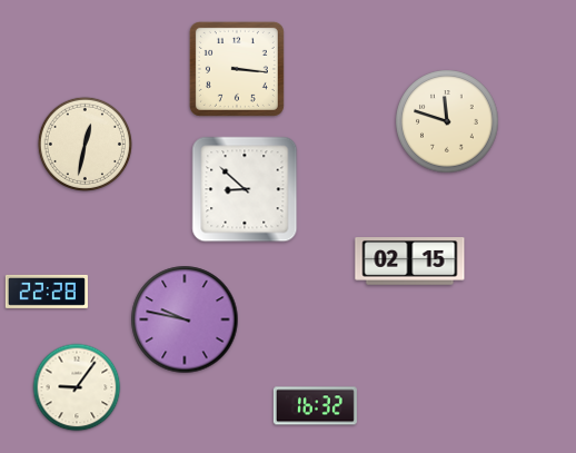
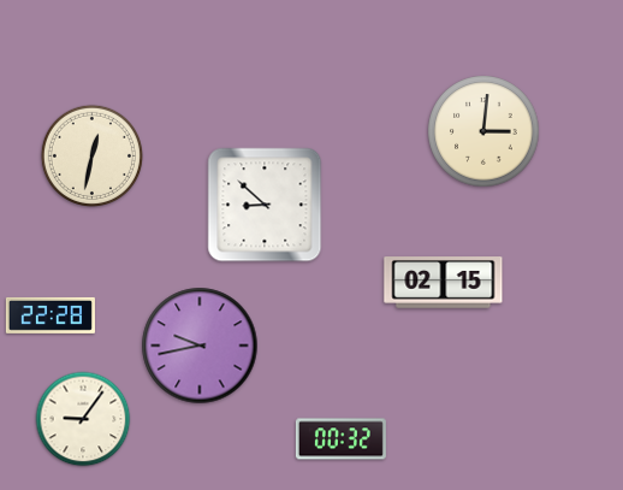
clock at (237, 69): 3:16 -> none
clock at (447, 121): 11:48 -> 3:01
clock at (185, 319): 9:47 -> 9:43
clock at (315, 406): 16:32 -> 00:32
